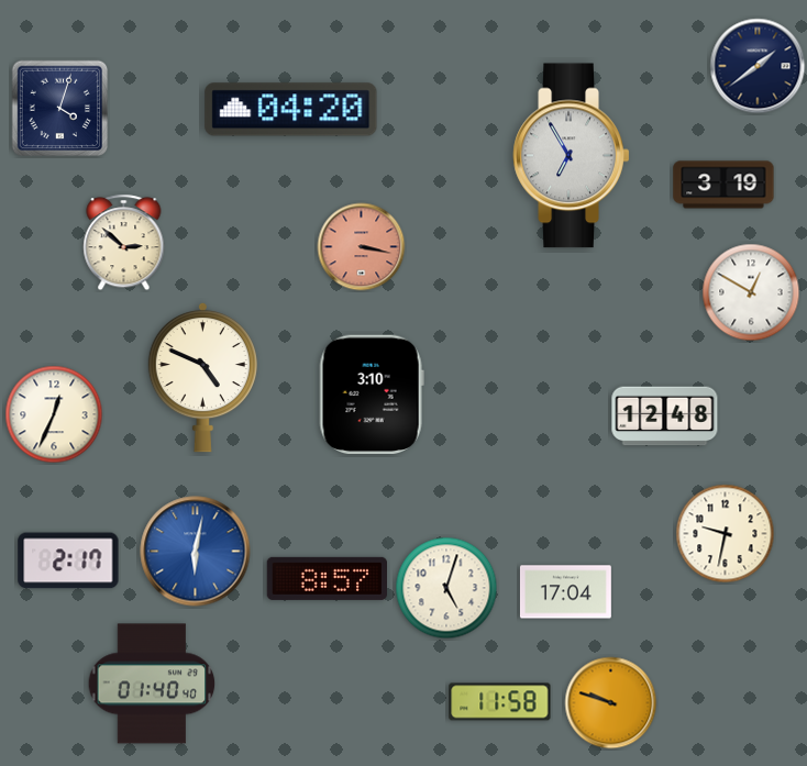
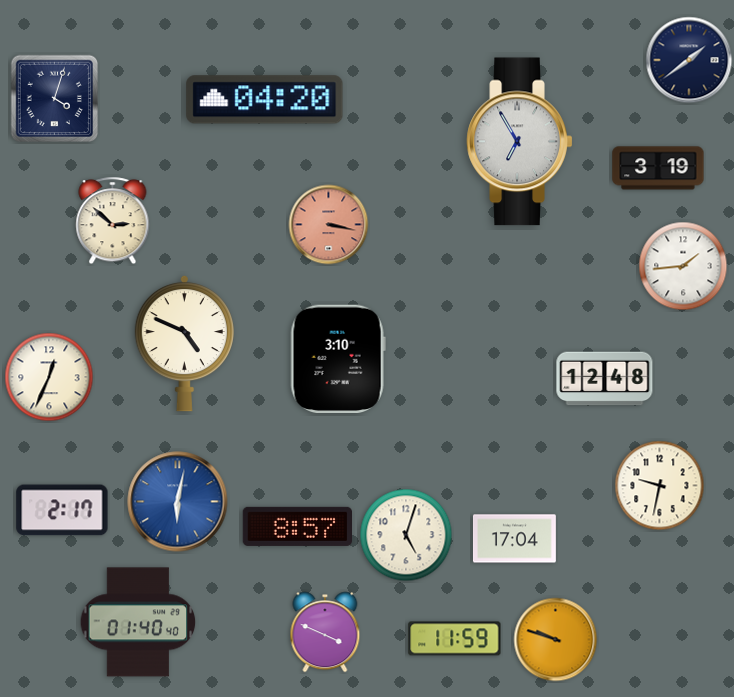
clock at (751, 292): 12:50 -> 1:44
clock at (325, 632): none -> 3:49
clock at (500, 702): 11:58 -> 11:59
